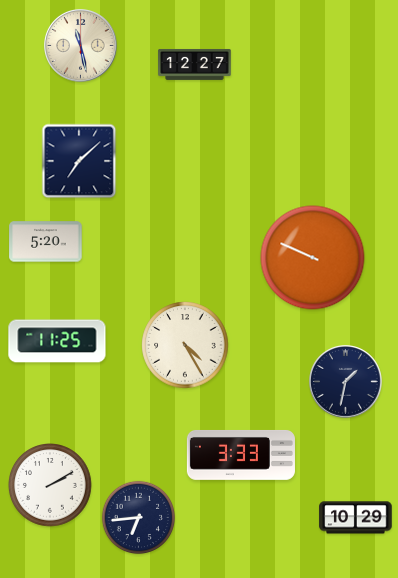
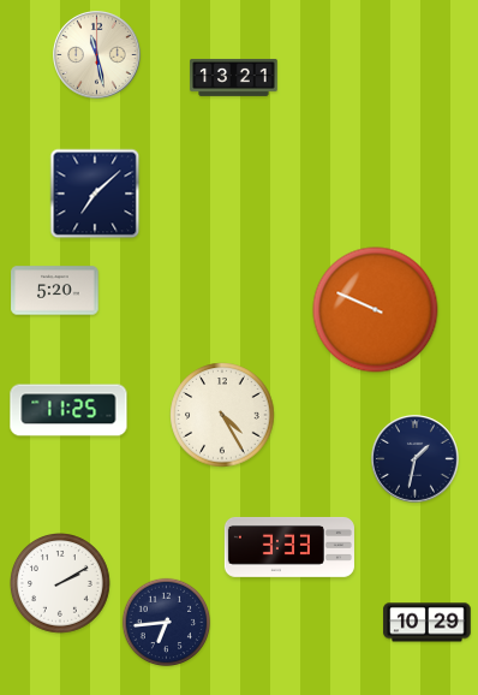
clock at (195, 64): 12:27 -> 13:21
